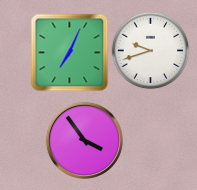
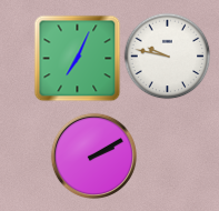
clock at (150, 50): 9:42 -> 9:47
clock at (84, 140): 3:54 -> 2:10
